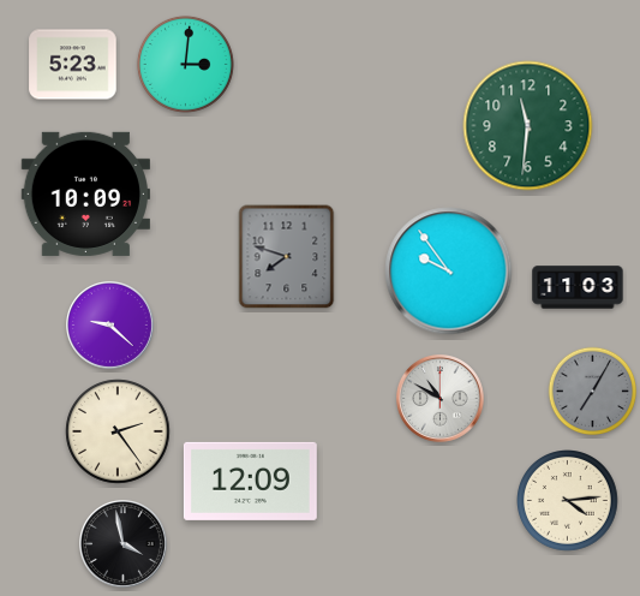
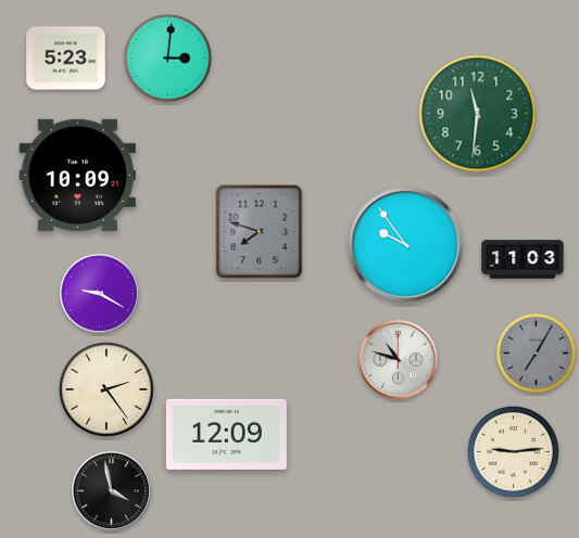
clock at (110, 326): 9:22 -> 9:20
clock at (441, 399): 10:50 -> 10:48
clock at (568, 501): 4:14 -> 9:14
